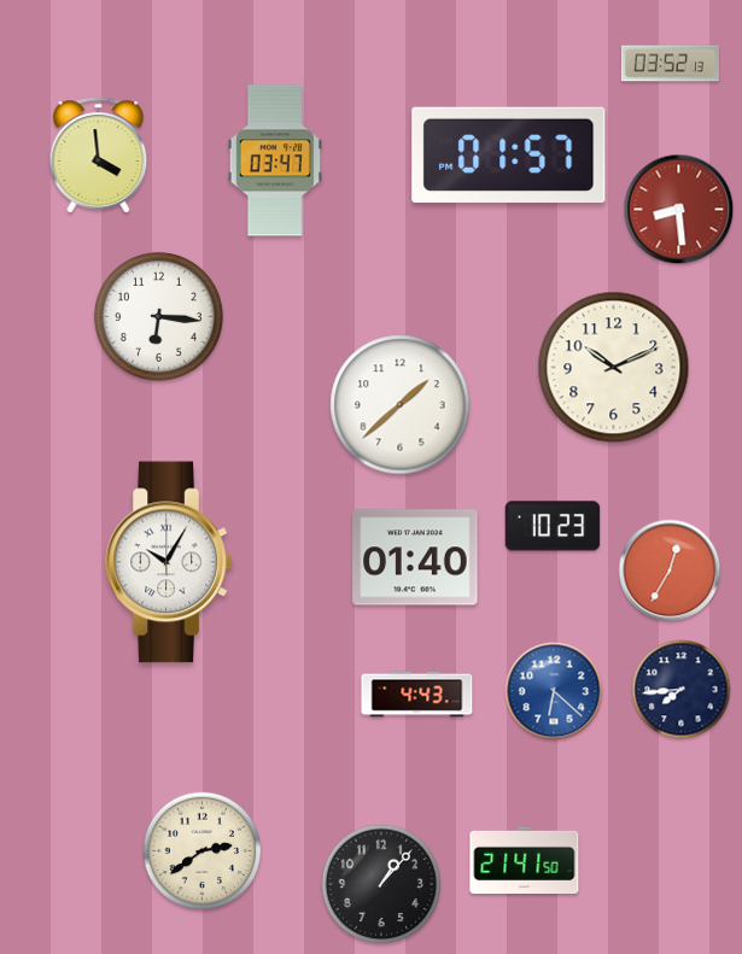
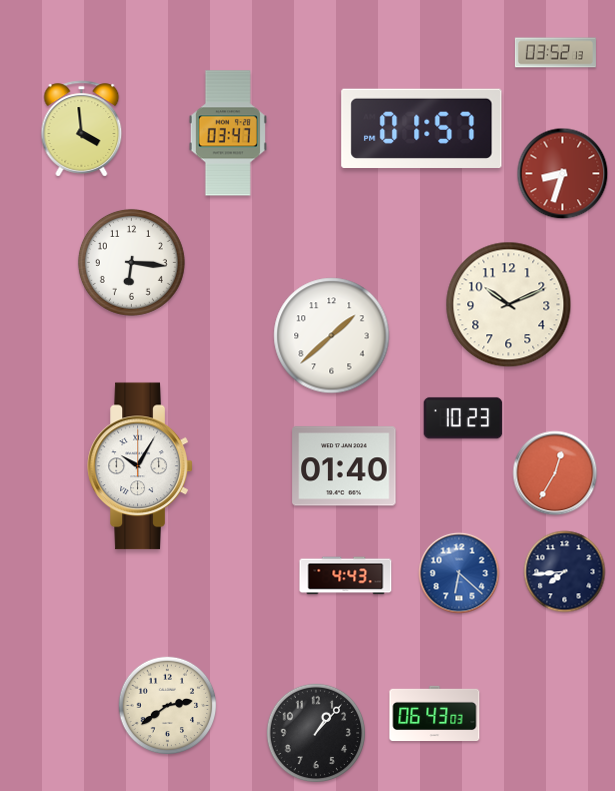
clock at (679, 210): 8:29 -> 8:33
clock at (553, 526) position: (553, 526) -> (463, 418)
clock at (415, 557) position: (415, 557) -> (344, 466)
clock at (525, 860): 21:41 -> 06:43
